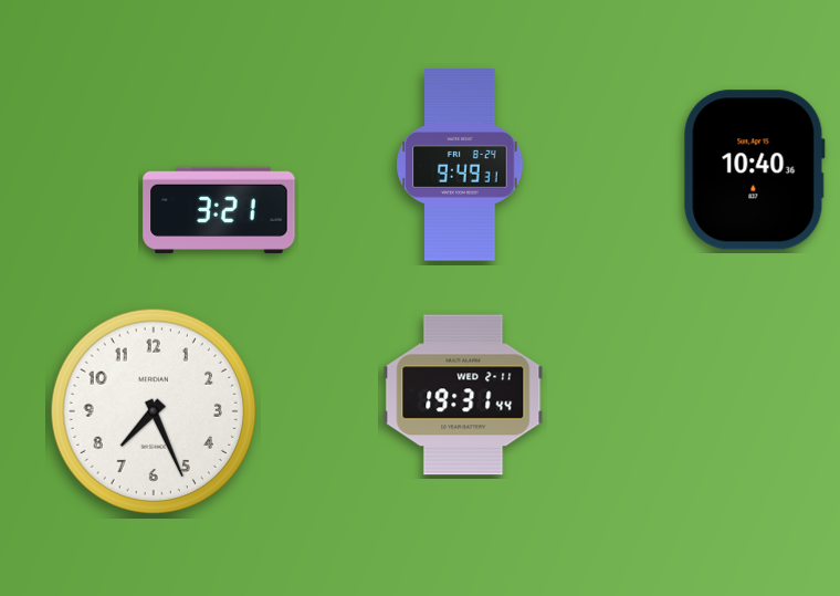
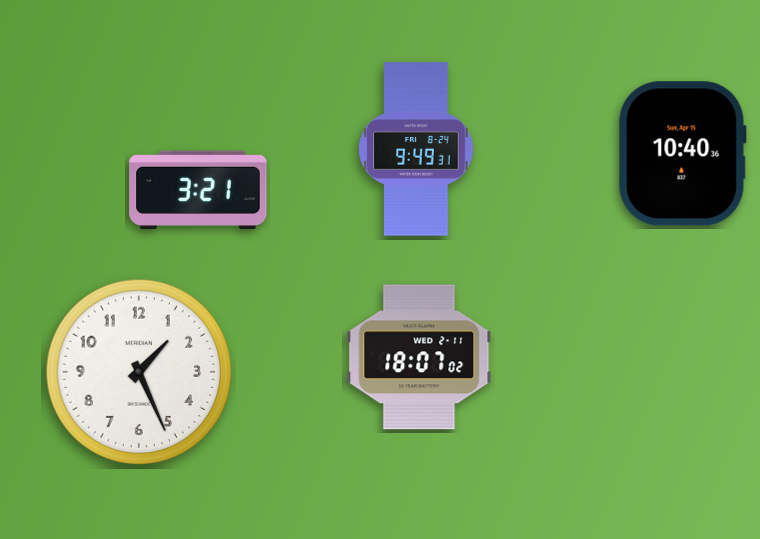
clock at (463, 395): 19:31 -> 18:07
clock at (154, 411): 7:26 -> 1:26
